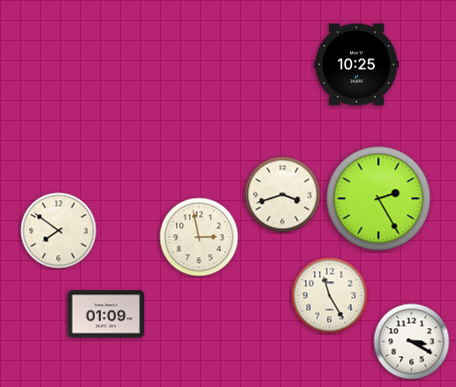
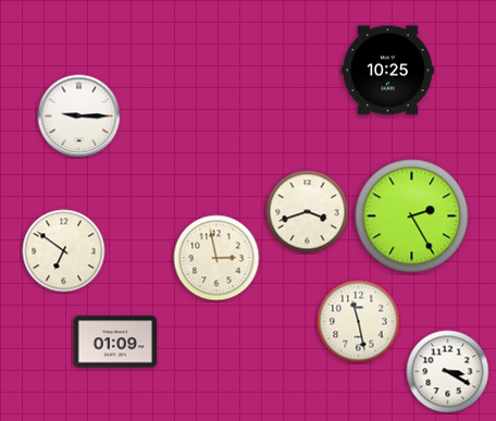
clock at (79, 116): none -> 9:15
clock at (59, 231): 7:51 -> 6:51
clock at (330, 296): 11:25 -> 11:28
